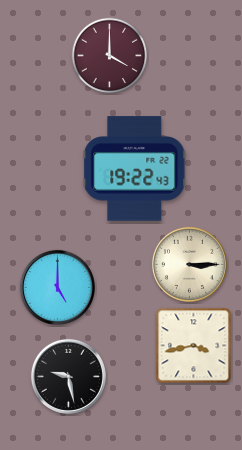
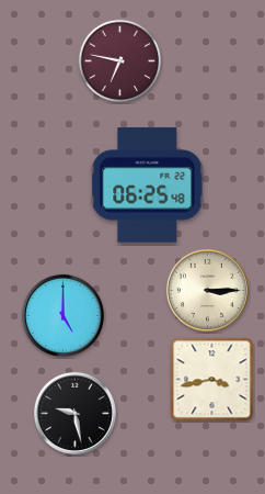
clock at (110, 56): 4:00 -> 6:47
clock at (135, 169): 19:22 -> 06:25
